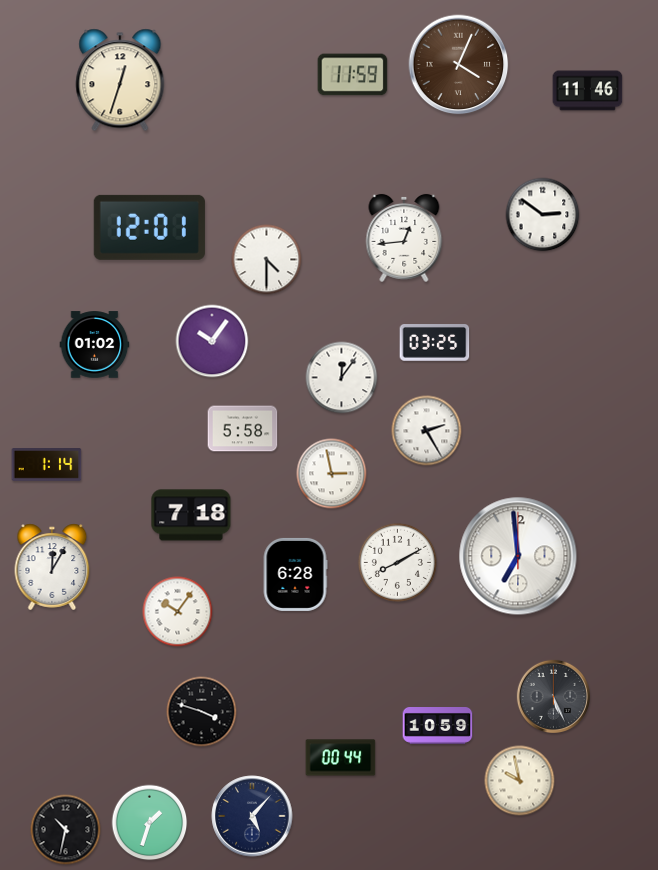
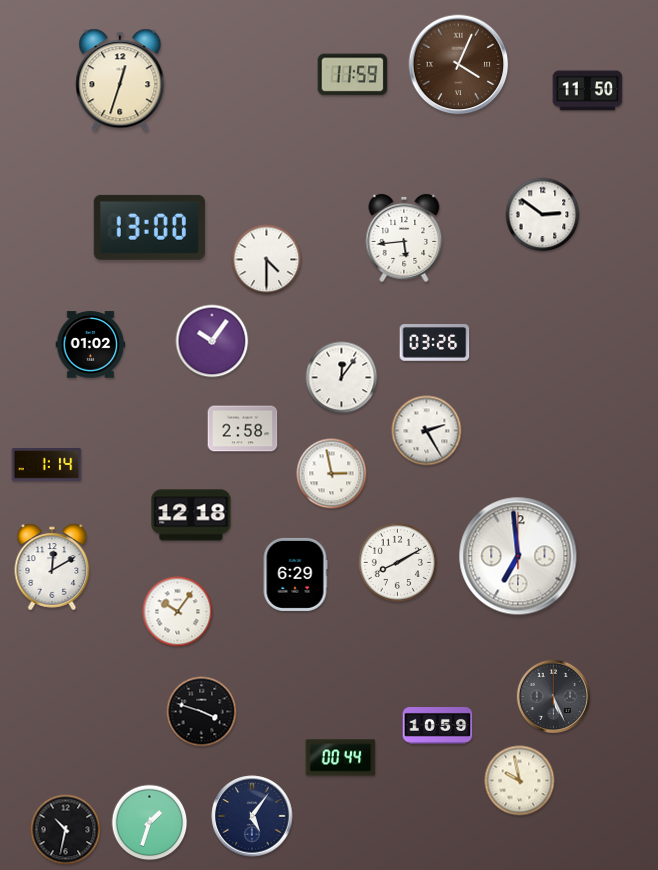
clock at (588, 91): 11:46 -> 11:50
clock at (149, 227): 12:01 -> 13:00
clock at (404, 238): 12:44 -> 5:44
clock at (435, 343): 03:25 -> 03:26
clock at (95, 345) position: (95, 345) -> (91, 345)
clock at (243, 429): 5:58 -> 2:58
clock at (191, 515): 7:18 -> 12:18
clock at (52, 567): 12:05 -> 12:10
clock at (295, 574): 6:28 -> 6:29
clock at (252, 816): 5:07 -> 5:06
